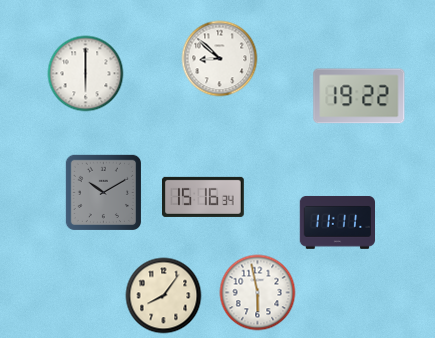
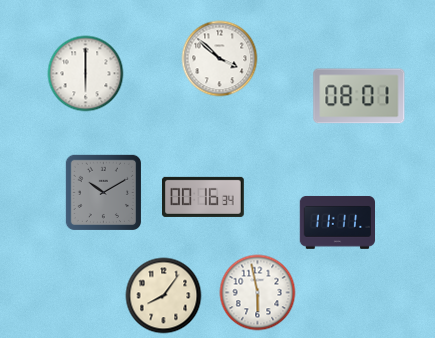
clock at (220, 59): 8:52 -> 3:52
clock at (359, 96): 19:22 -> 08:01
clock at (204, 197): 15:16 -> 00:16
